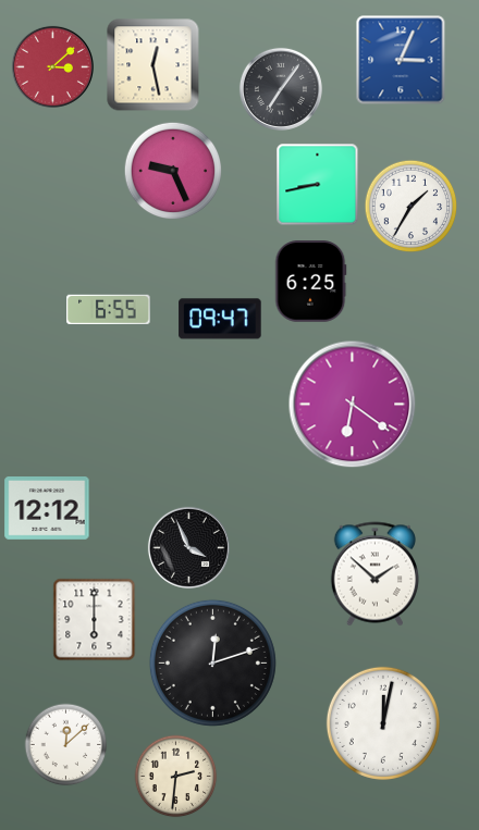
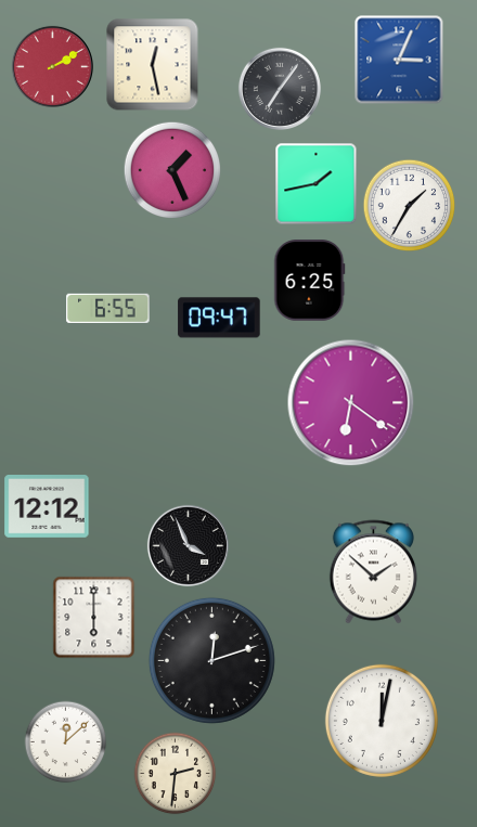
clock at (52, 66): 3:08 -> 2:10
clock at (172, 170): 9:26 -> 1:26
clock at (318, 185): 8:43 -> 1:43
